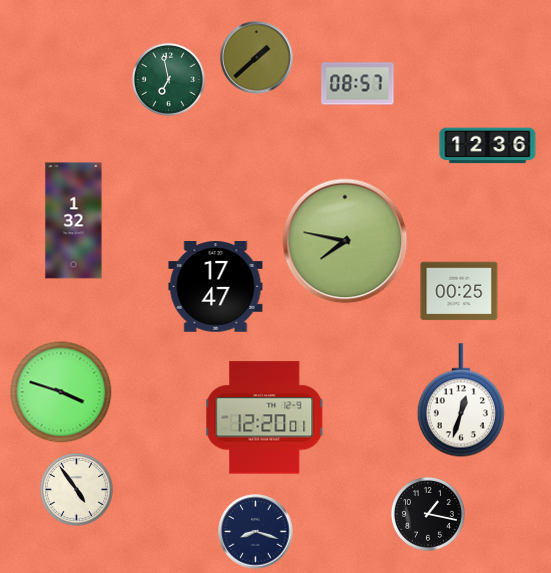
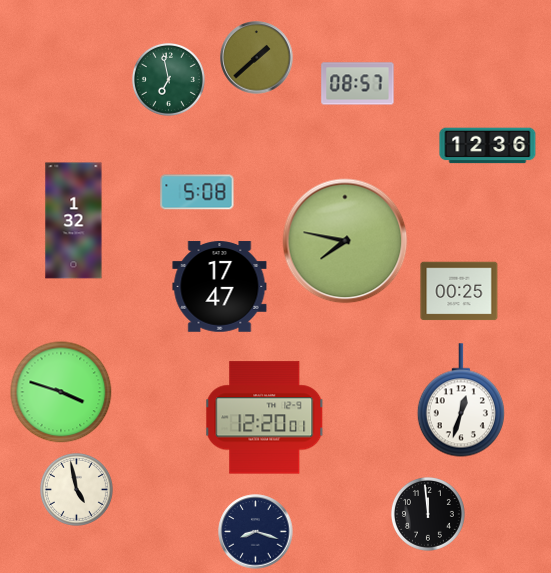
clock at (197, 192): none -> 5:08
clock at (216, 287) position: (216, 287) -> (220, 287)
clock at (76, 489): 4:54 -> 4:58
clock at (428, 514): 1:17 -> 11:59
